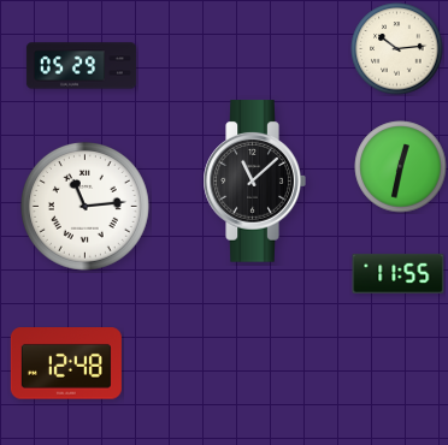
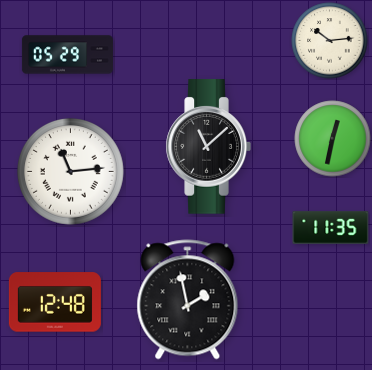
clock at (254, 182) position: (254, 182) -> (208, 147)
clock at (399, 273): 11:55 -> 11:35
clock at (188, 300): none -> 1:58
